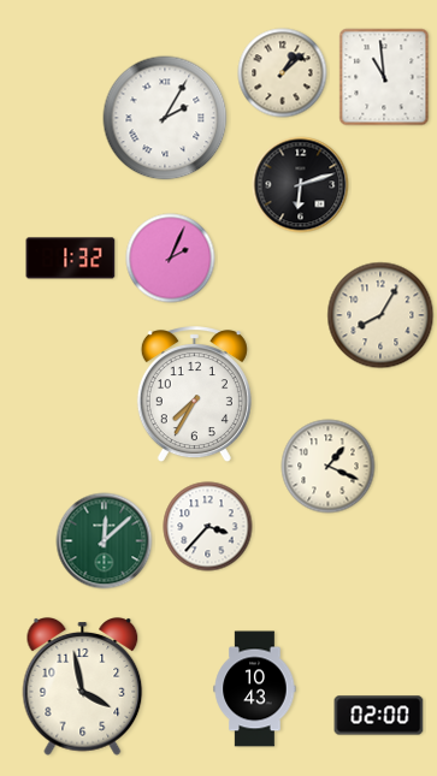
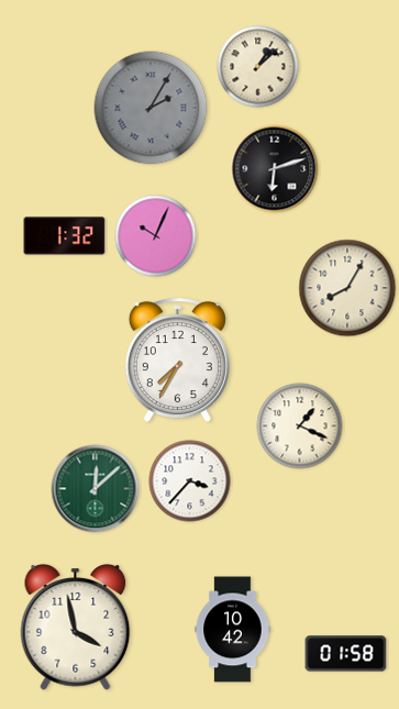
clock at (384, 77): 10:59 -> none
clock at (165, 118) dial: white -> grey
clock at (171, 259): 2:04 -> 10:04
clock at (105, 541) position: (105, 541) -> (96, 489)
clock at (255, 689): 10:43 -> 10:42
clock at (379, 716): 02:00 -> 01:58
